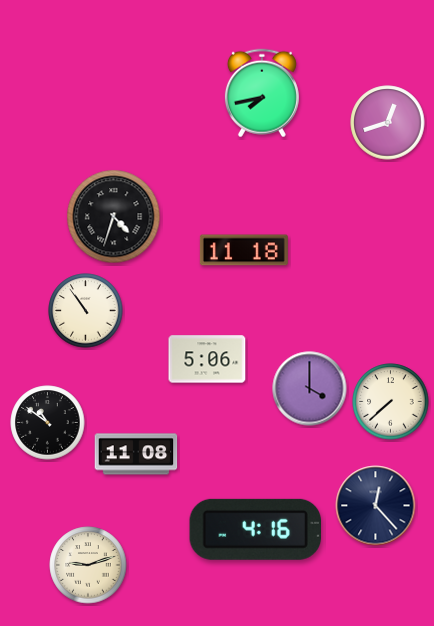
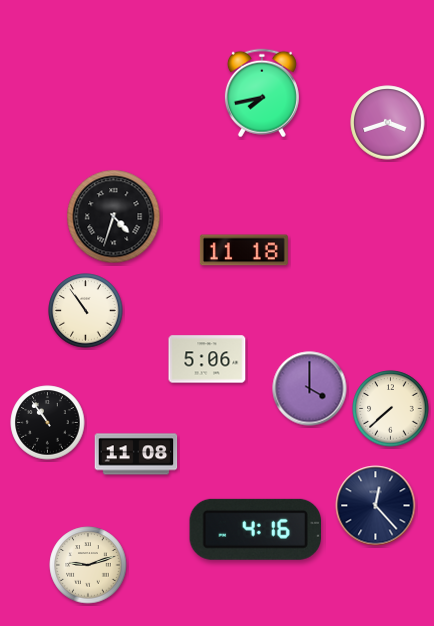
clock at (388, 123): 12:42 -> 3:42
clock at (391, 402) position: (391, 402) -> (391, 409)
clock at (48, 423): 10:51 -> 10:54
